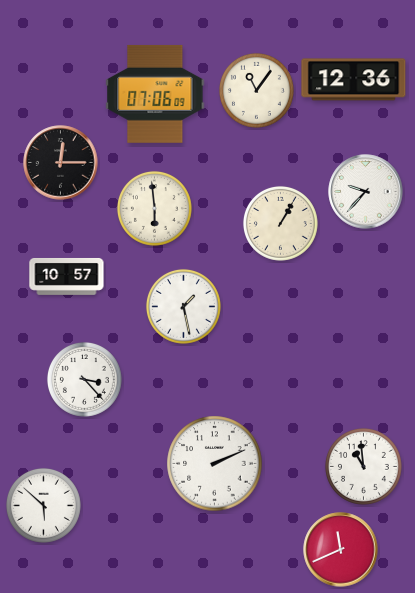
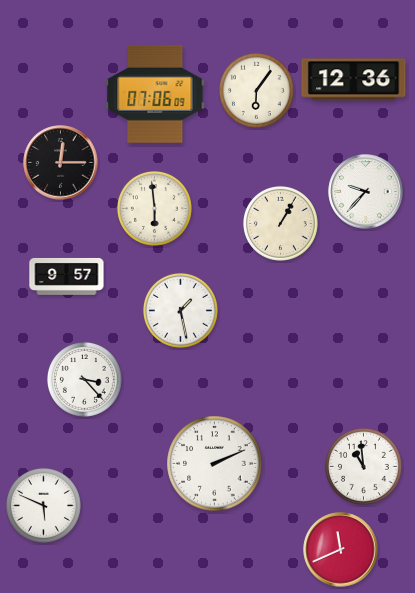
clock at (256, 90): 11:06 -> 6:06
clock at (67, 276): 10:57 -> 9:57
clock at (183, 306) position: (183, 306) -> (180, 310)
clock at (43, 505): 5:52 -> 5:49
